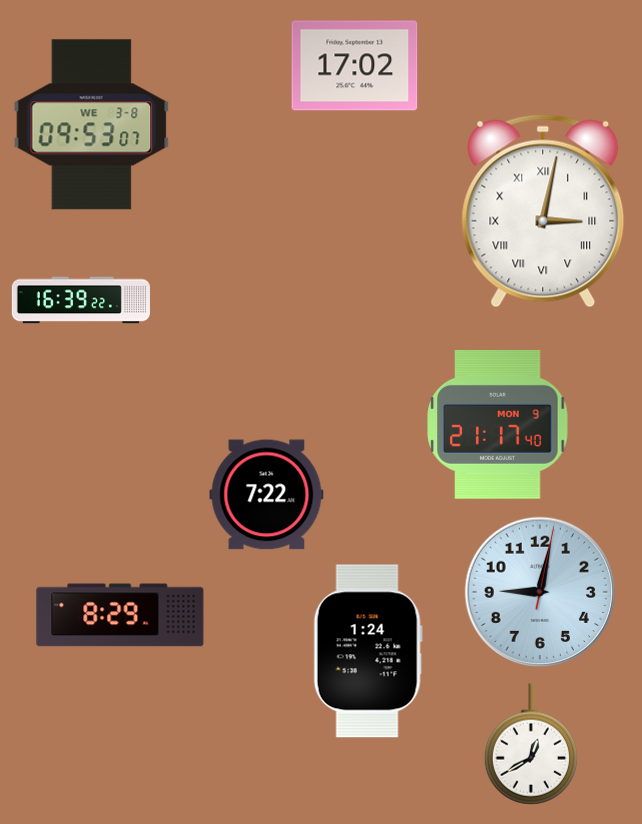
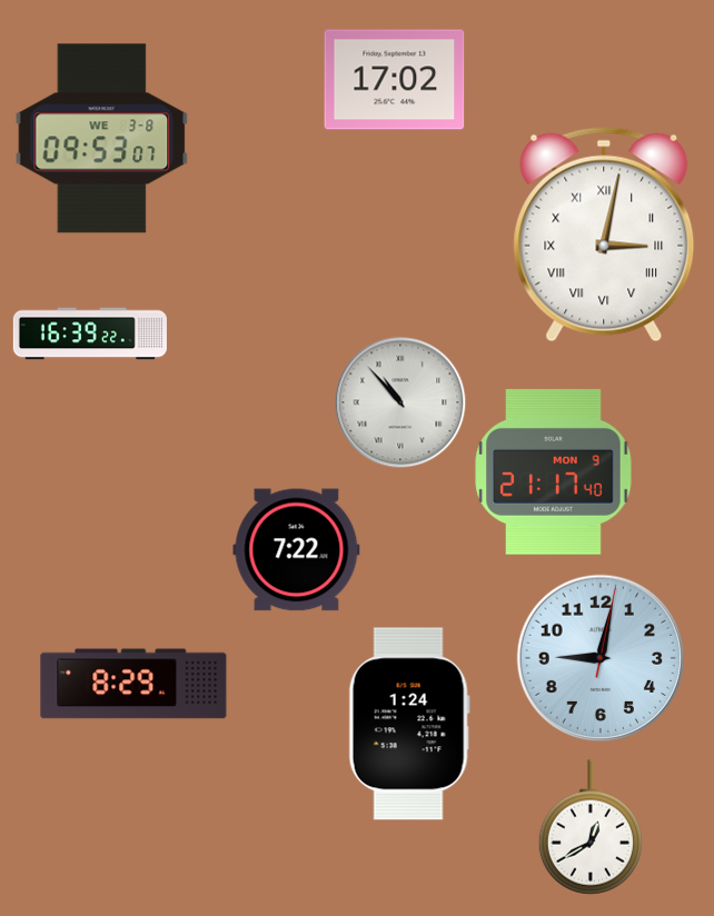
clock at (355, 66) position: (355, 66) -> (395, 80)
clock at (400, 402): none -> 10:53
